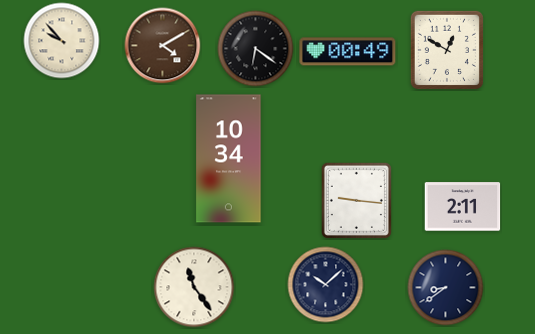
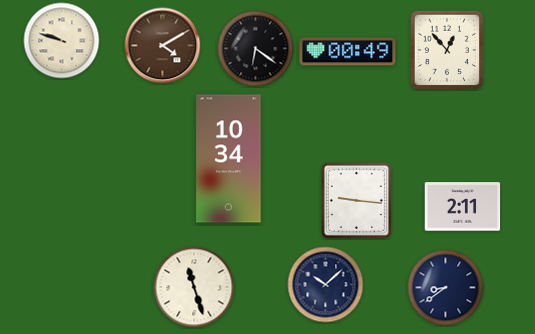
clock at (62, 41): 9:53 -> 9:48
clock at (447, 50): 12:50 -> 12:53
clock at (194, 287): 11:24 -> 11:27
